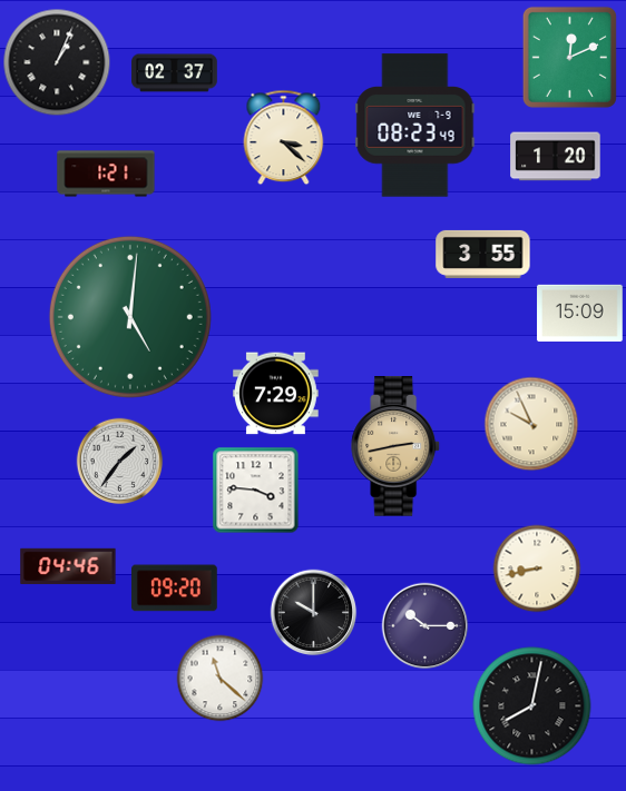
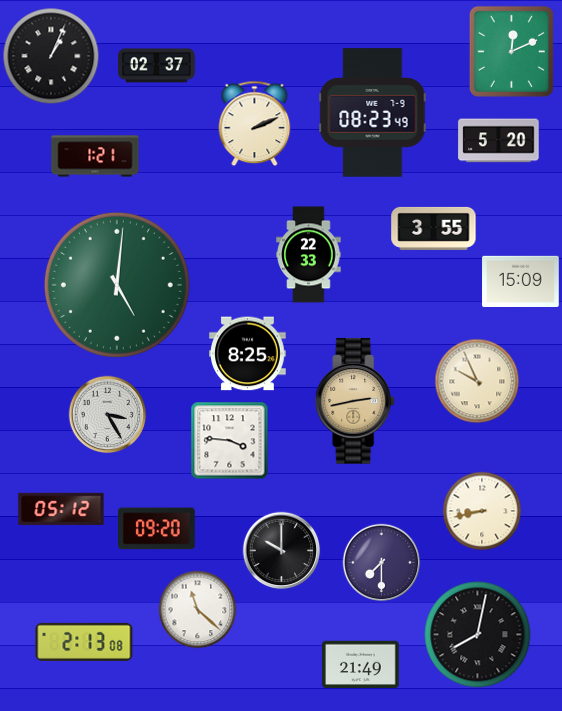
clock at (284, 137): 3:22 -> 2:11
clock at (556, 157): 1:20 -> 5:20
clock at (309, 255): none -> 22:33
clock at (276, 394): 7:29 -> 8:25
clock at (119, 461): 1:36 -> 3:25
clock at (68, 566): 04:46 -> 05:12
clock at (424, 625): 10:15 -> 7:30
clock at (84, 642): none -> 2:13
clock at (361, 665): none -> 21:49
